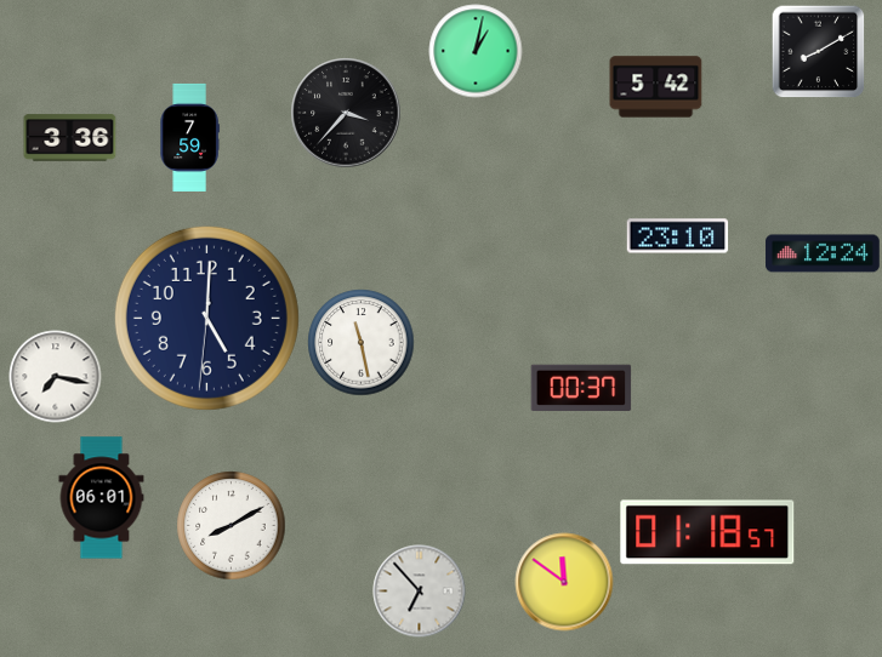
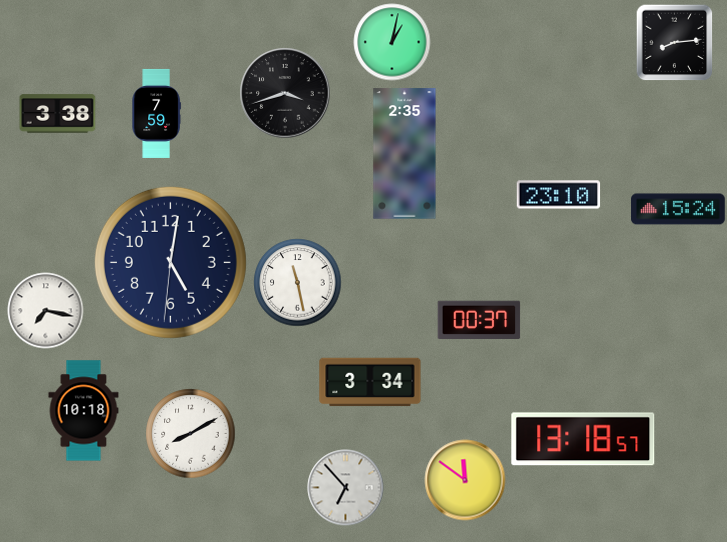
clock at (818, 51): 8:10 -> 8:14
clock at (656, 87): 5:42 -> none
clock at (346, 113): 3:37 -> 3:42
clock at (70, 138): 3:36 -> 3:38
clock at (405, 154): none -> 2:35
clock at (823, 253): 12:24 -> 15:24
clock at (206, 318): 5:00 -> 5:01
clock at (370, 382): none -> 3:34
clock at (102, 498): 06:01 -> 10:18
clock at (707, 532): 01:18 -> 13:18
